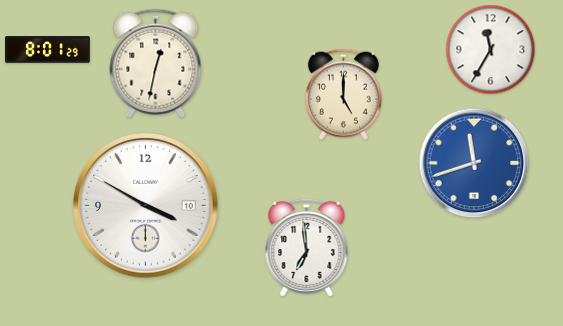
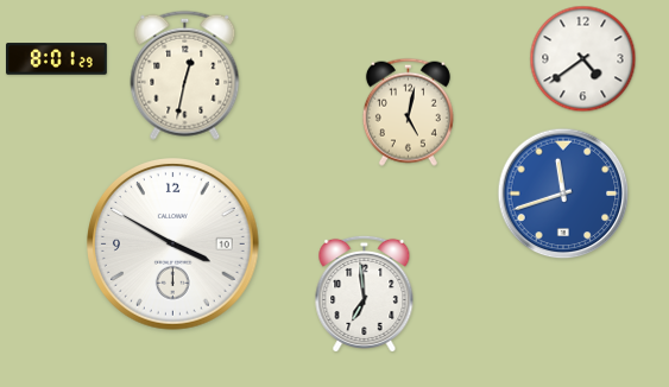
clock at (491, 50): 11:35 -> 4:39
clock at (343, 94): 5:00 -> 5:02
